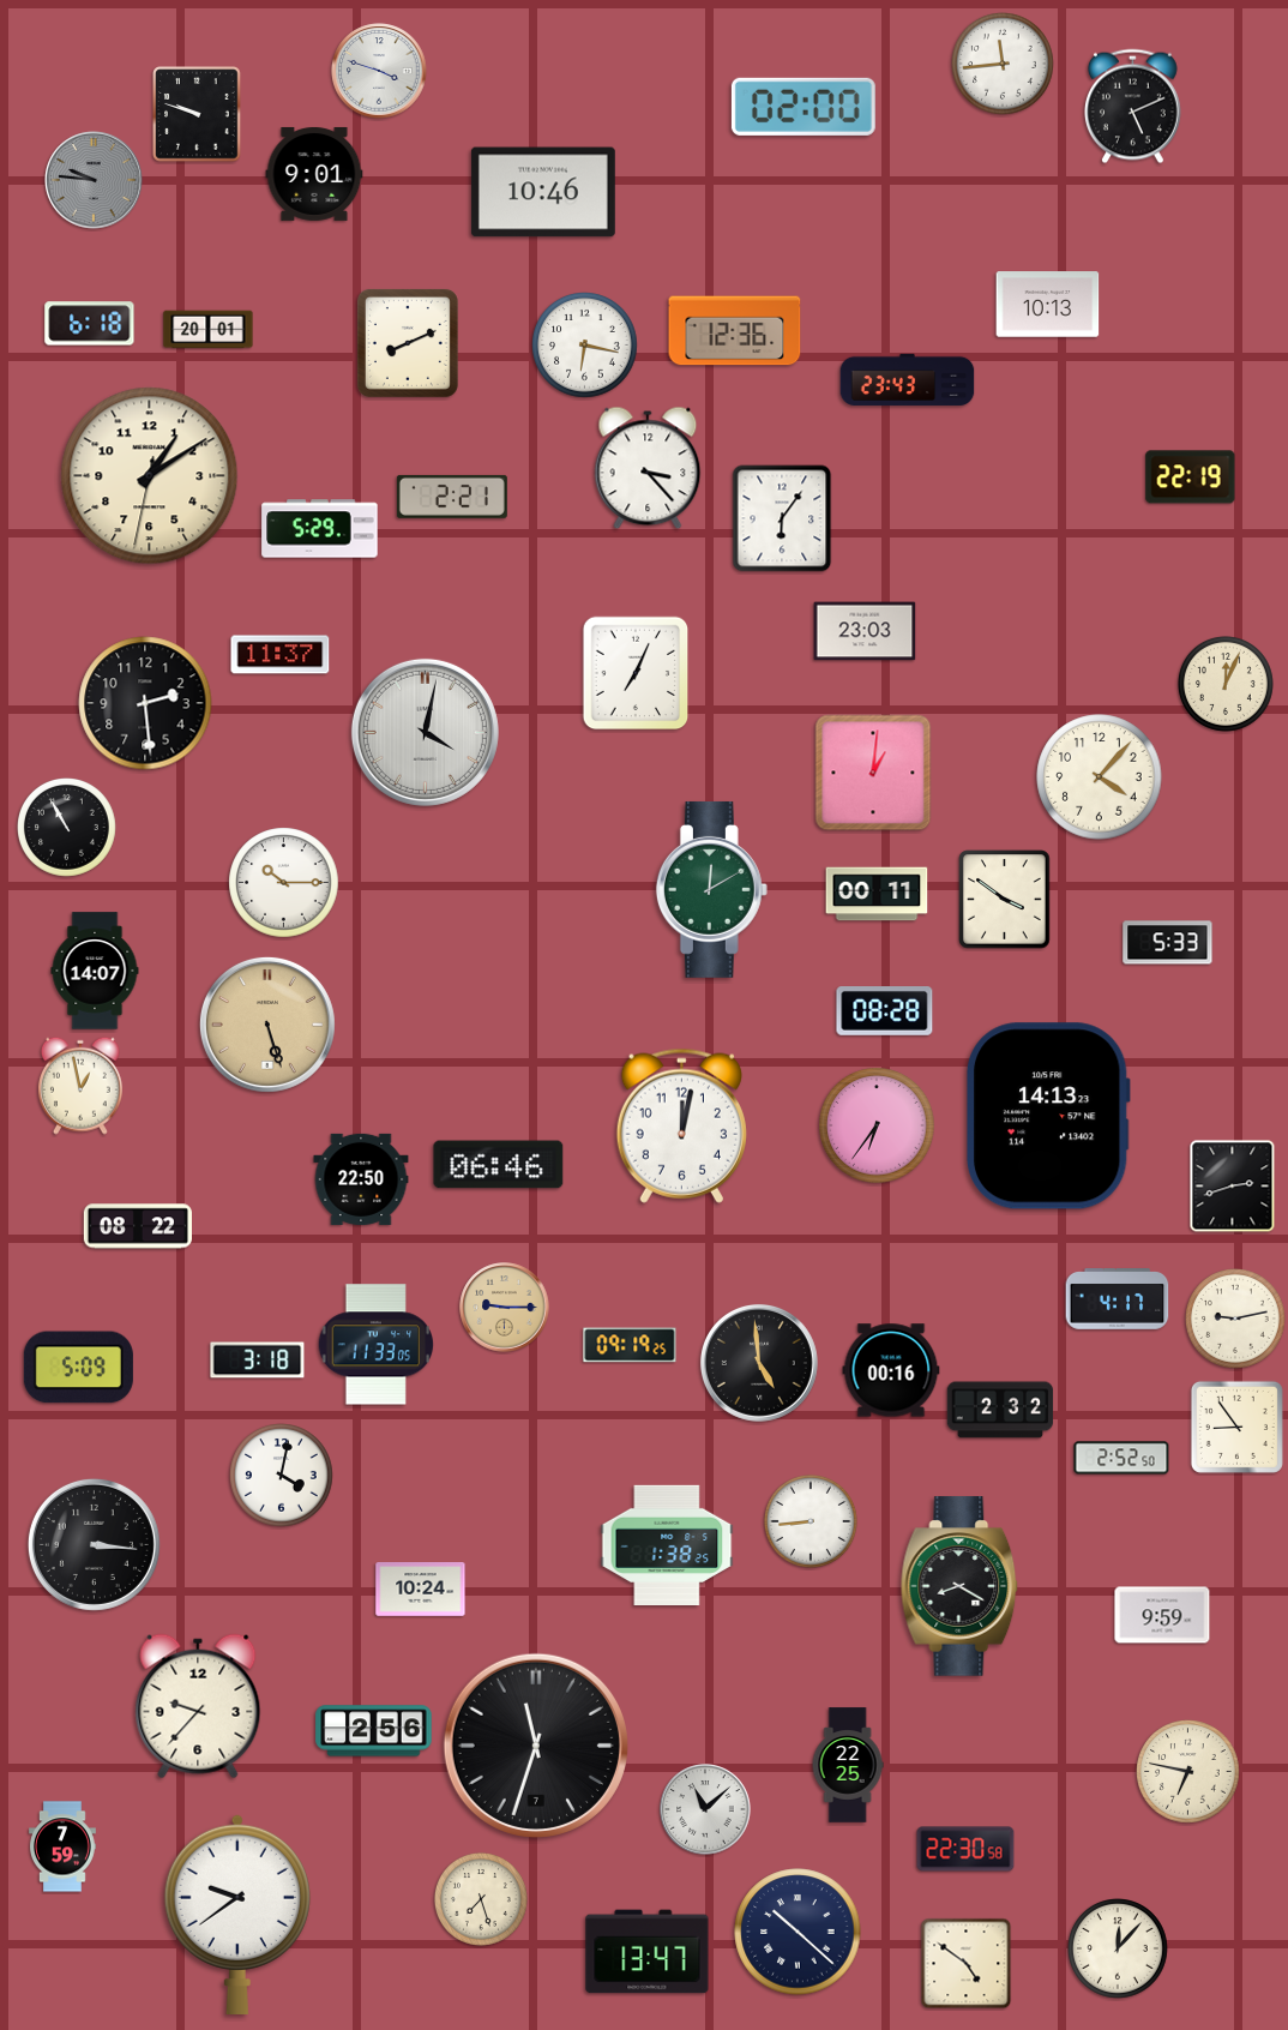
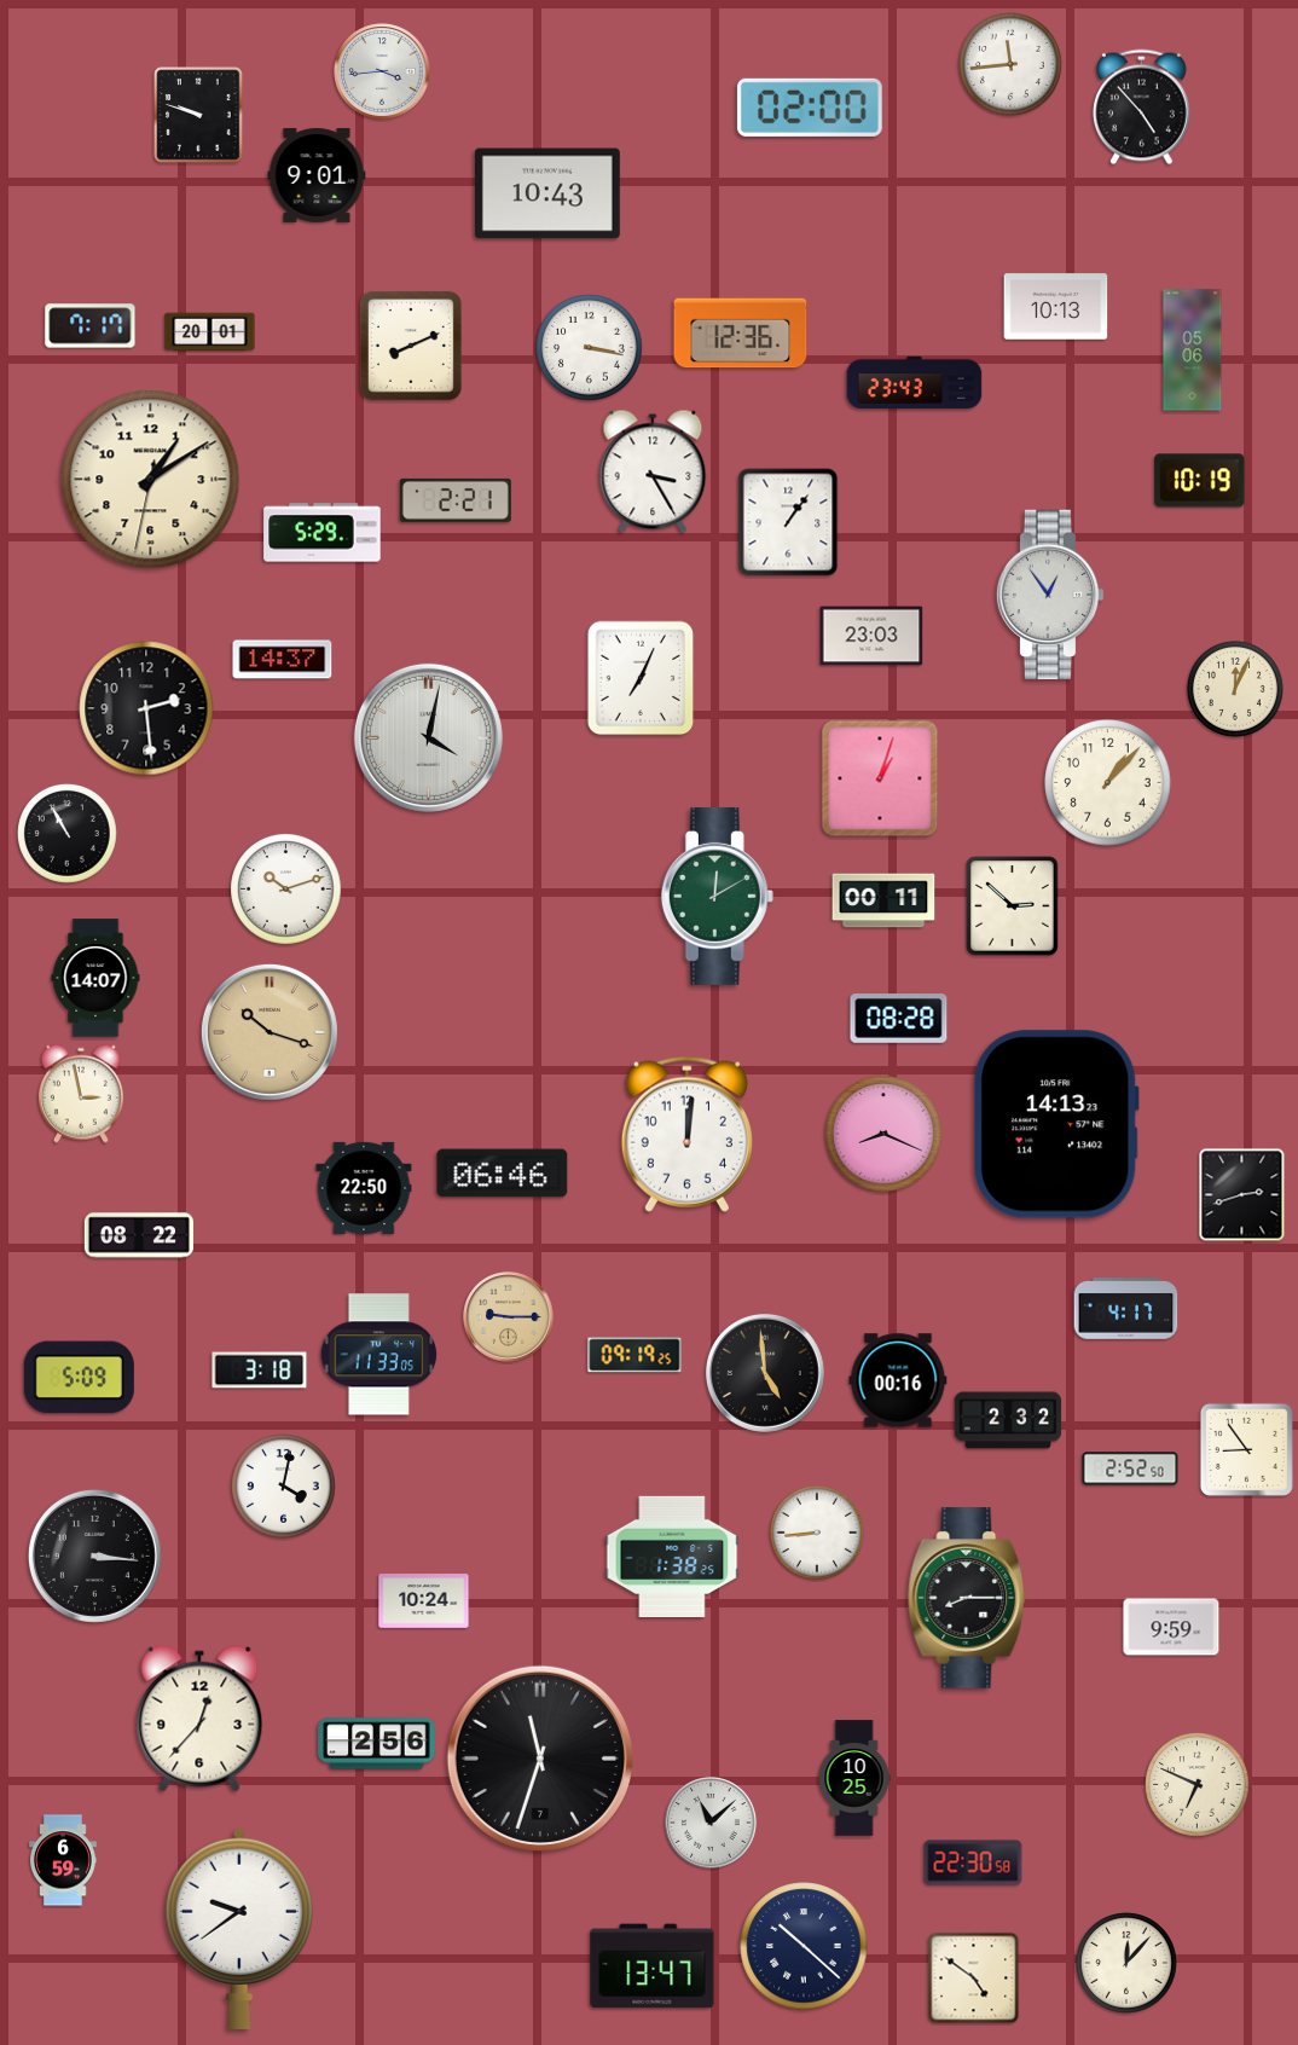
clock at (379, 71): 3:48 -> 3:44
clock at (1133, 107): 5:11 -> 4:53
clock at (94, 180): 9:46 -> none
clock at (543, 192): 10:46 -> 10:43
clock at (90, 324): 6:18 -> 7:17
clock at (585, 346): 6:17 -> 3:17
clock at (1193, 351): none -> 05:06
clock at (648, 468): 3:23 -> 3:25
clock at (1191, 478): 22:19 -> 10:19
clock at (782, 518): 6:06 -> 1:06
clock at (1050, 593): none -> 12:54
clock at (281, 655): 11:37 -> 14:37
clock at (873, 773): 1:01 -> 1:03
clock at (1100, 777): 4:07 -> 1:07
clock at (284, 883): 10:15 -> 10:12
clock at (1005, 900): 3:51 -> 2:52
clock at (1168, 943): 5:33 -> none
clock at (885, 1011) position: (885, 1011) -> (899, 1019)
clock at (267, 1025): 5:27 -> 10:18
clock at (80, 1086): 12:58 -> 2:58
clock at (681, 1125): 12:02 -> 12:01
clock at (877, 1125): 6:36 -> 8:19
clock at (1236, 1320): 9:13 -> none
clock at (1236, 1427) position: (1236, 1427) -> (1246, 1449)
clock at (959, 1586): 8:20 -> 8:15
clock at (198, 1706): 9:37 -> 12:37
clock at (848, 1765): 22:25 -> 10:25
clock at (1188, 1772): 6:47 -> 6:49
clock at (64, 1846): 7:59 -> 6:59
clock at (481, 1899): 7:27 -> none
